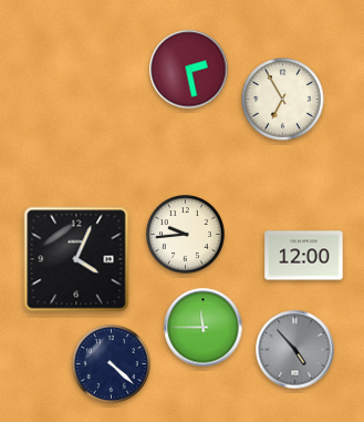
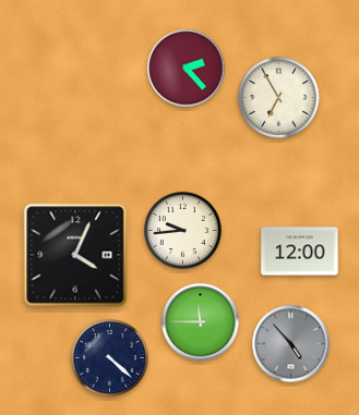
clock at (189, 70): 2:28 -> 2:23
